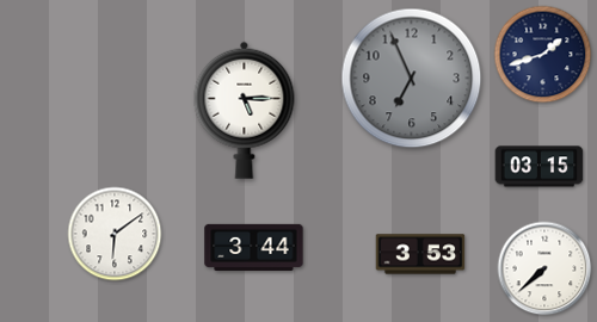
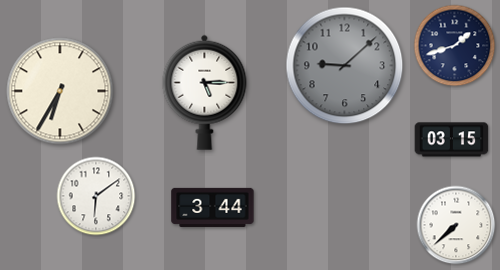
clock at (412, 79): 6:56 -> 9:08
clock at (60, 91): none -> 6:35
clock at (420, 254): 3:53 -> none
